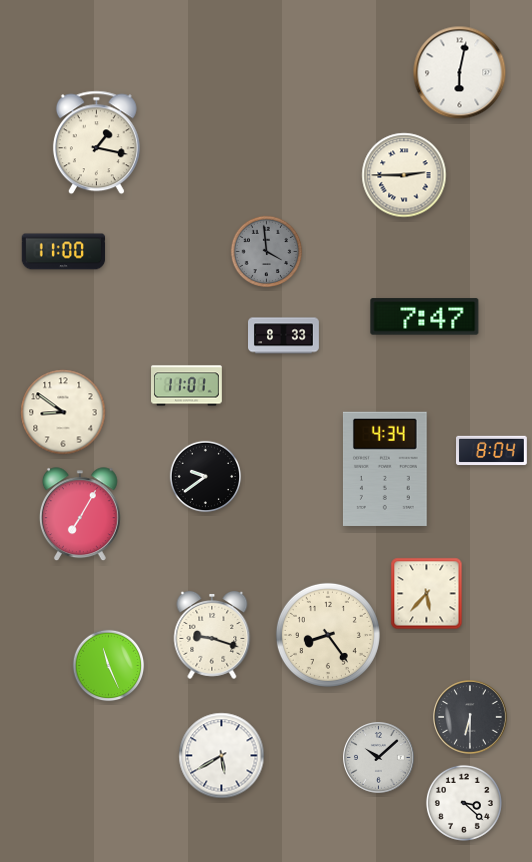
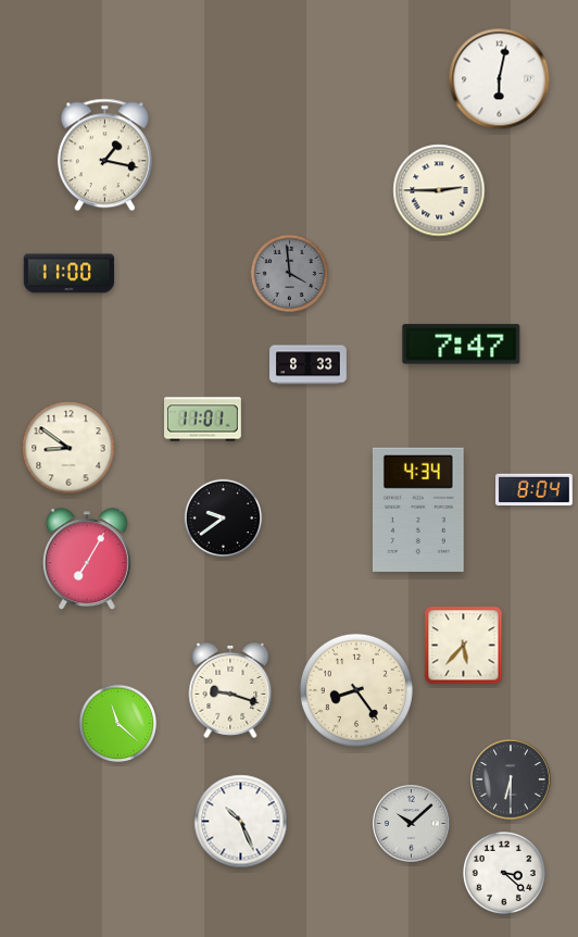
clock at (109, 666): 11:26 -> 11:22
clock at (222, 756): 5:40 -> 10:26
